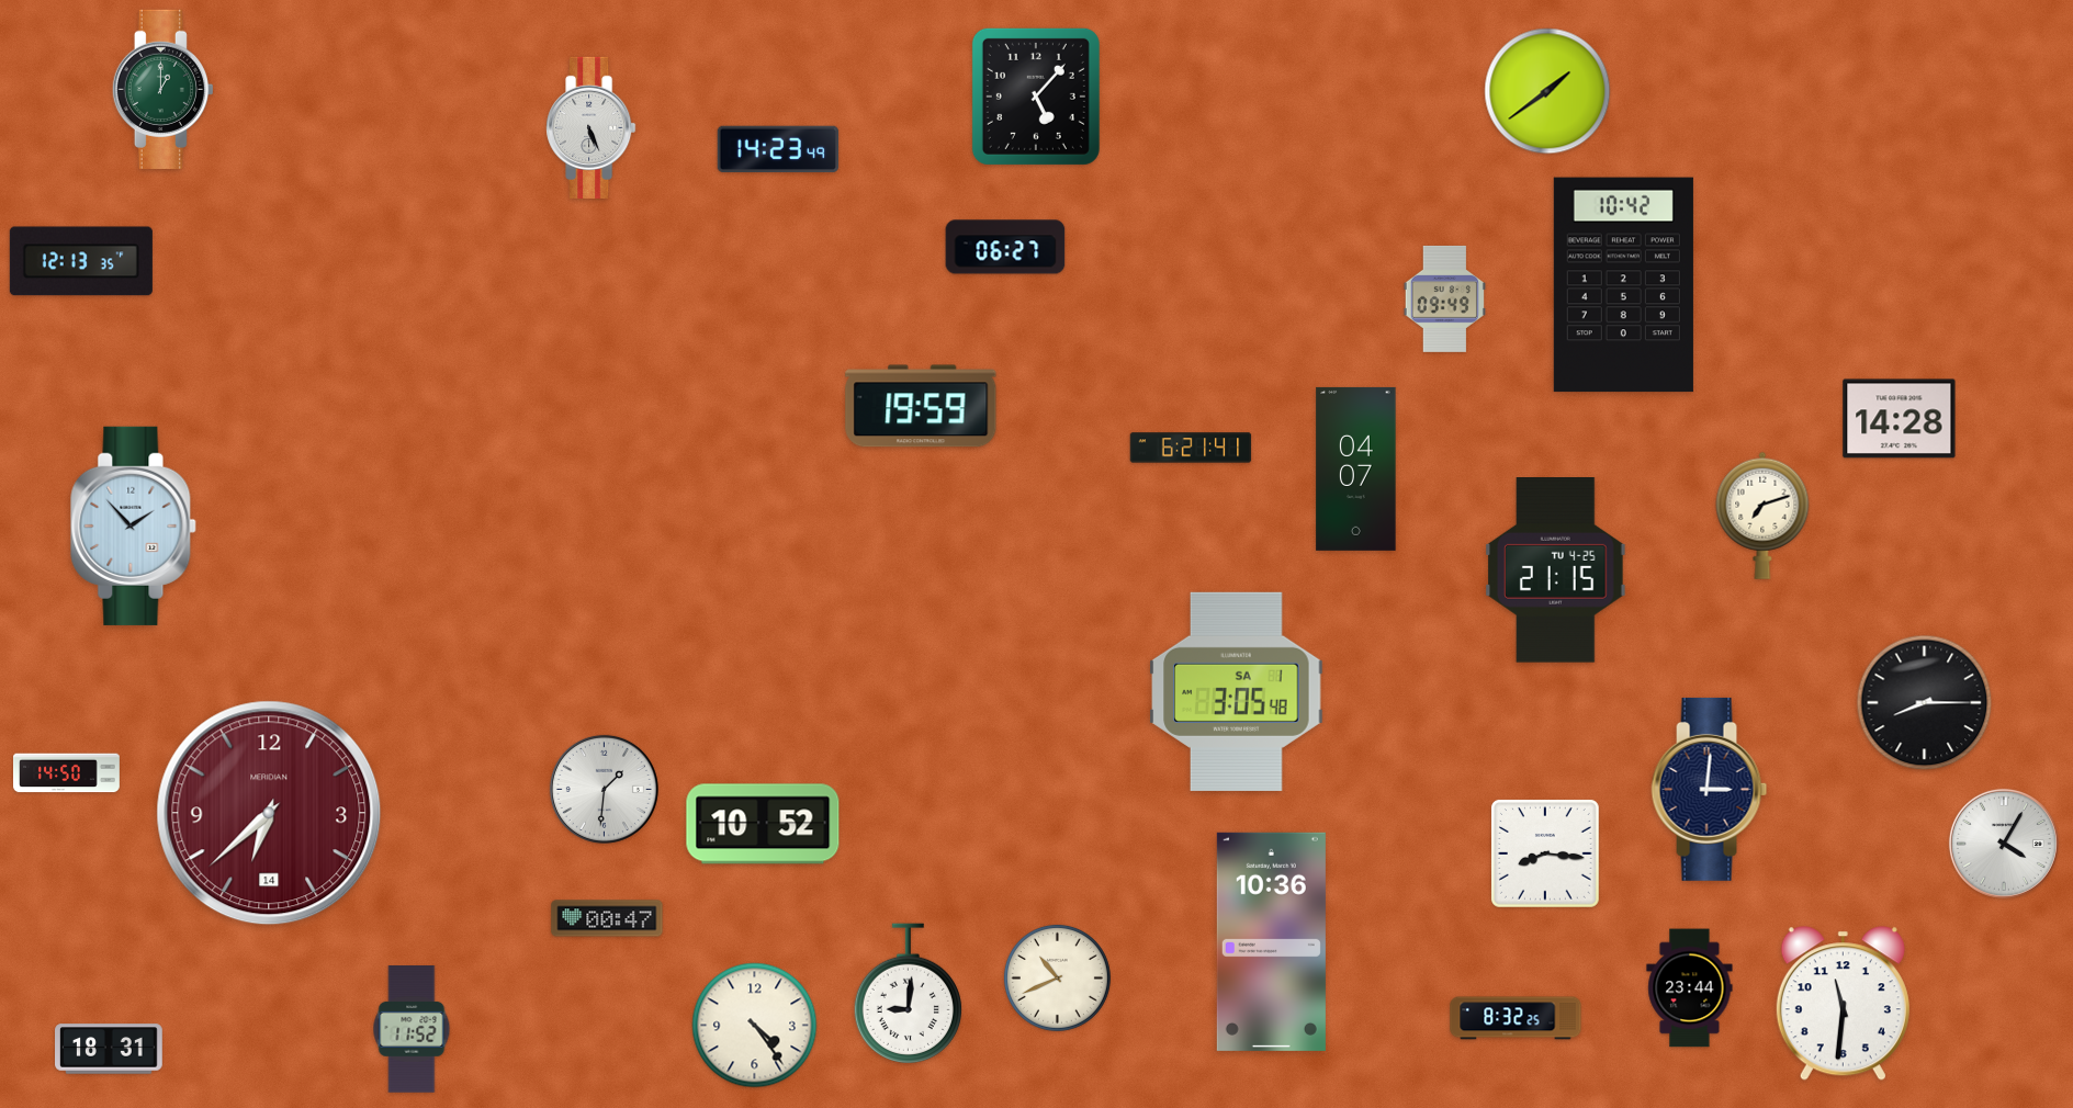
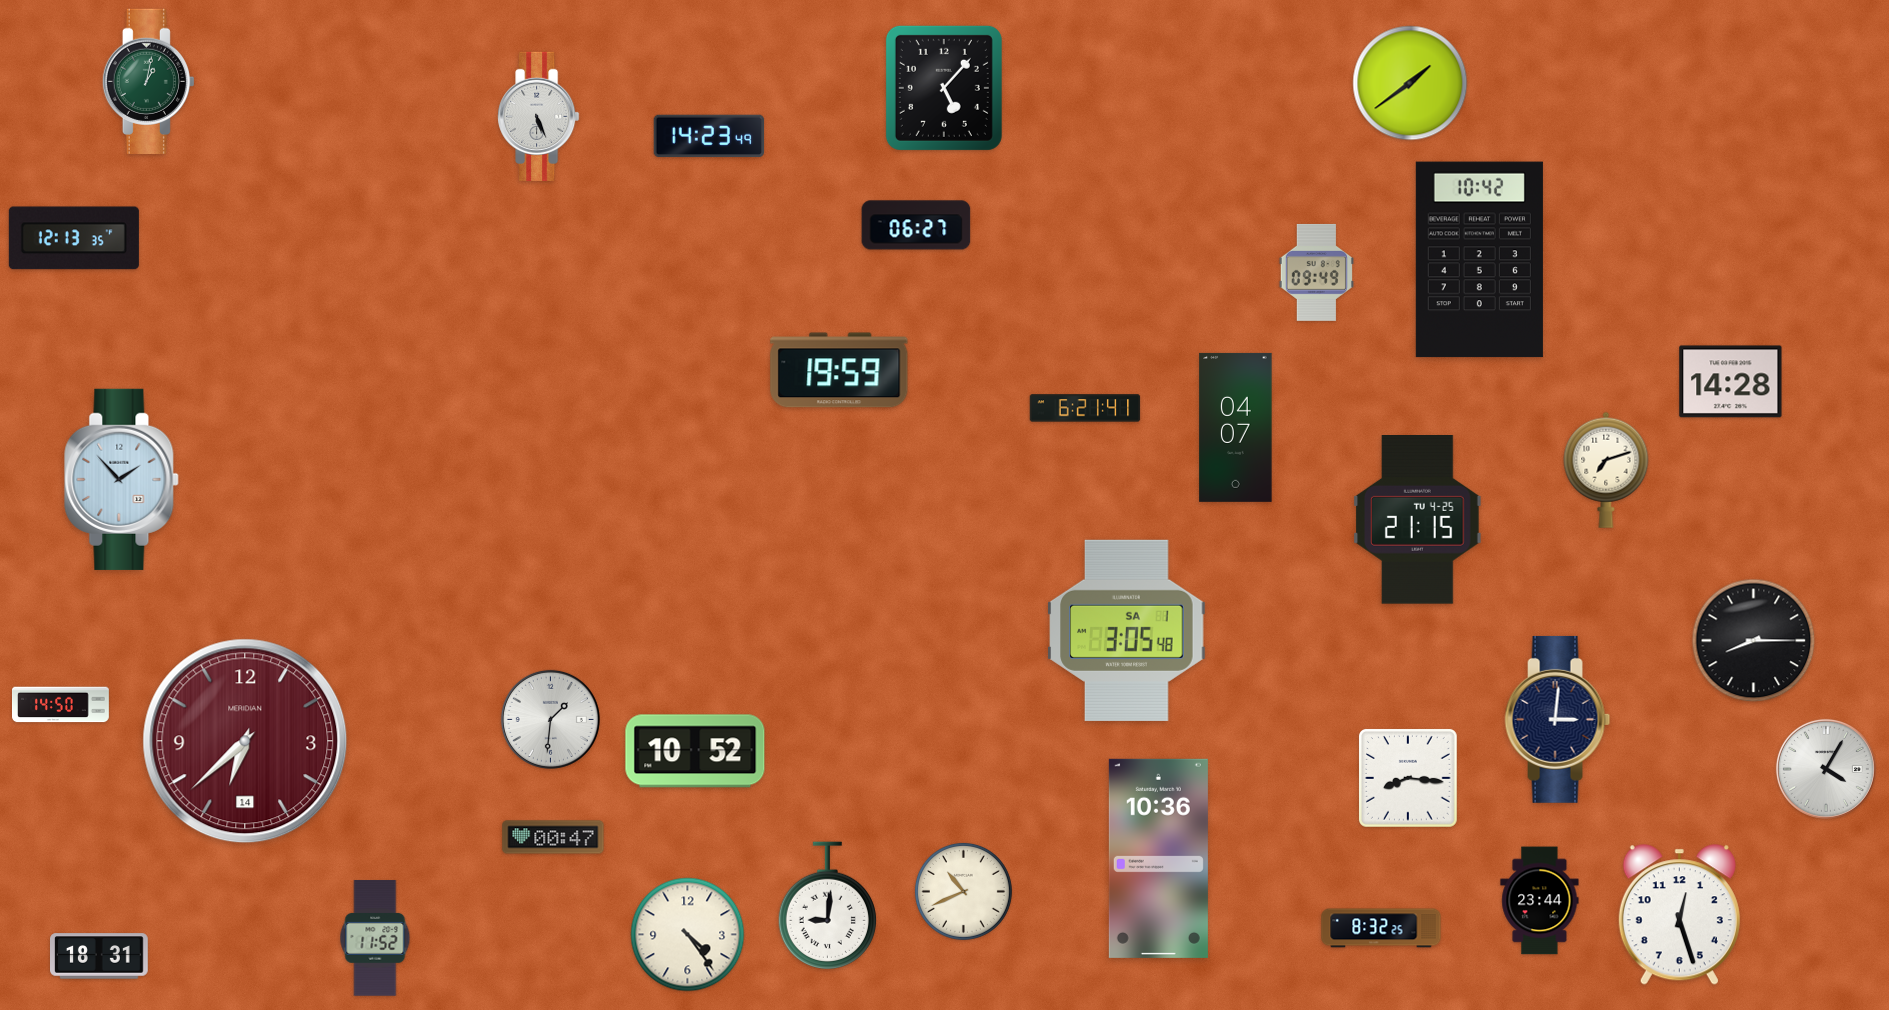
clock at (162, 89): 1:00 -> 1:02
clock at (1843, 1004): 11:31 -> 12:27
